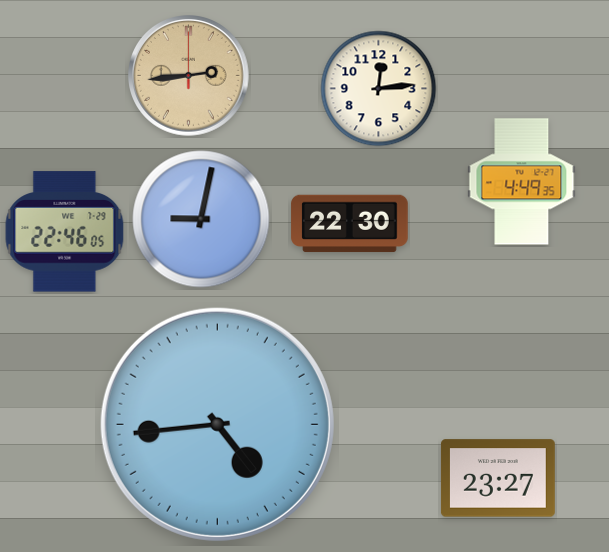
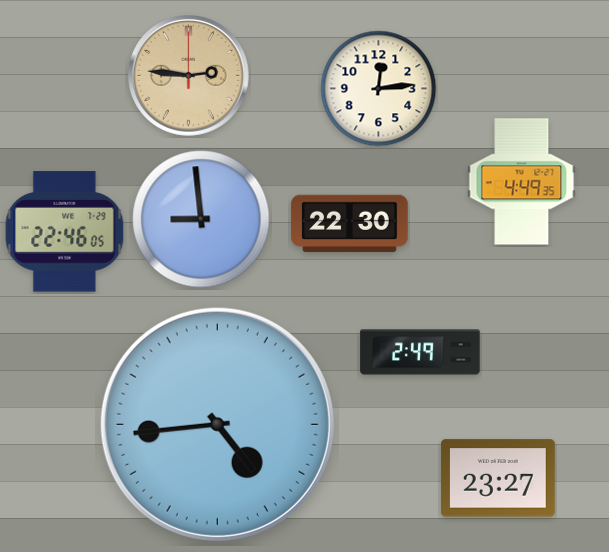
clock at (189, 76): 2:44 -> 2:46
clock at (201, 219): 9:02 -> 8:59
clock at (420, 352): none -> 2:49
